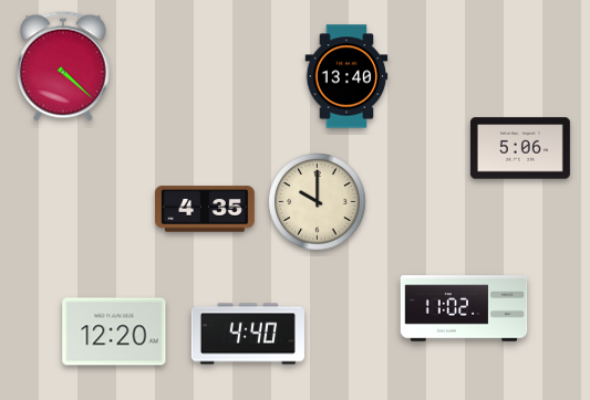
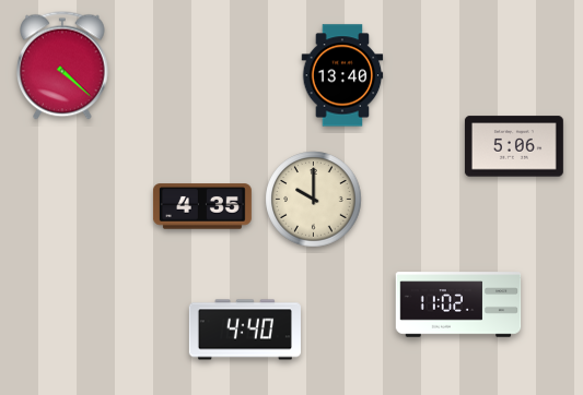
clock at (114, 331): 12:20 -> none
